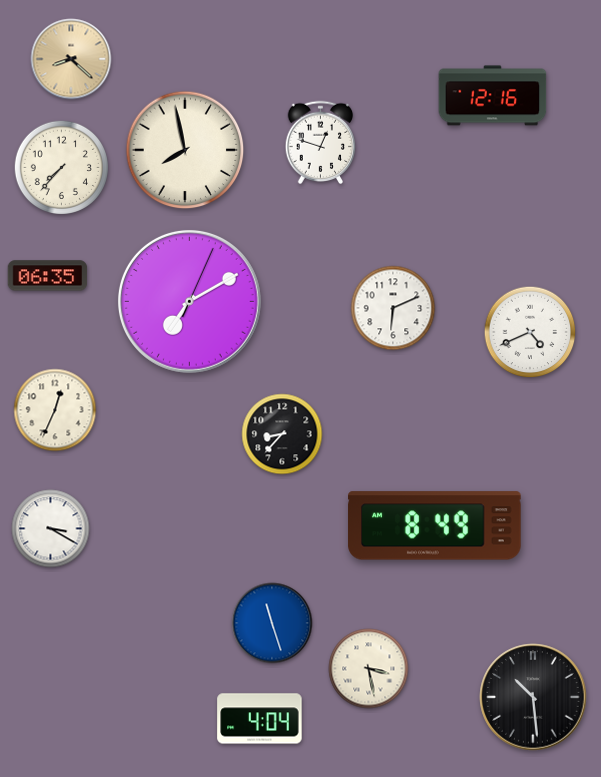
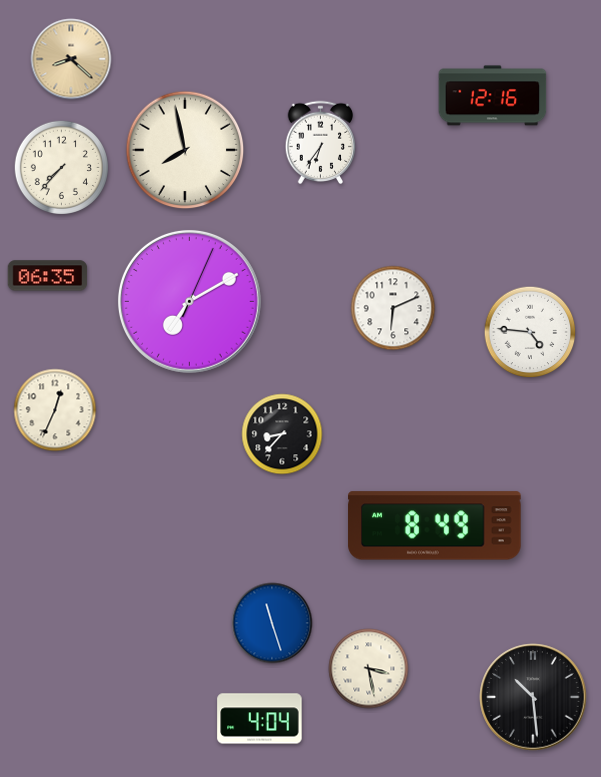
clock at (321, 143): 12:48 -> 6:36
clock at (530, 332): 4:41 -> 4:46
clock at (51, 529): 3:20 -> none
